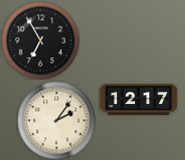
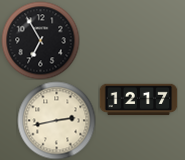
clock at (56, 120): 2:06 -> 2:43
